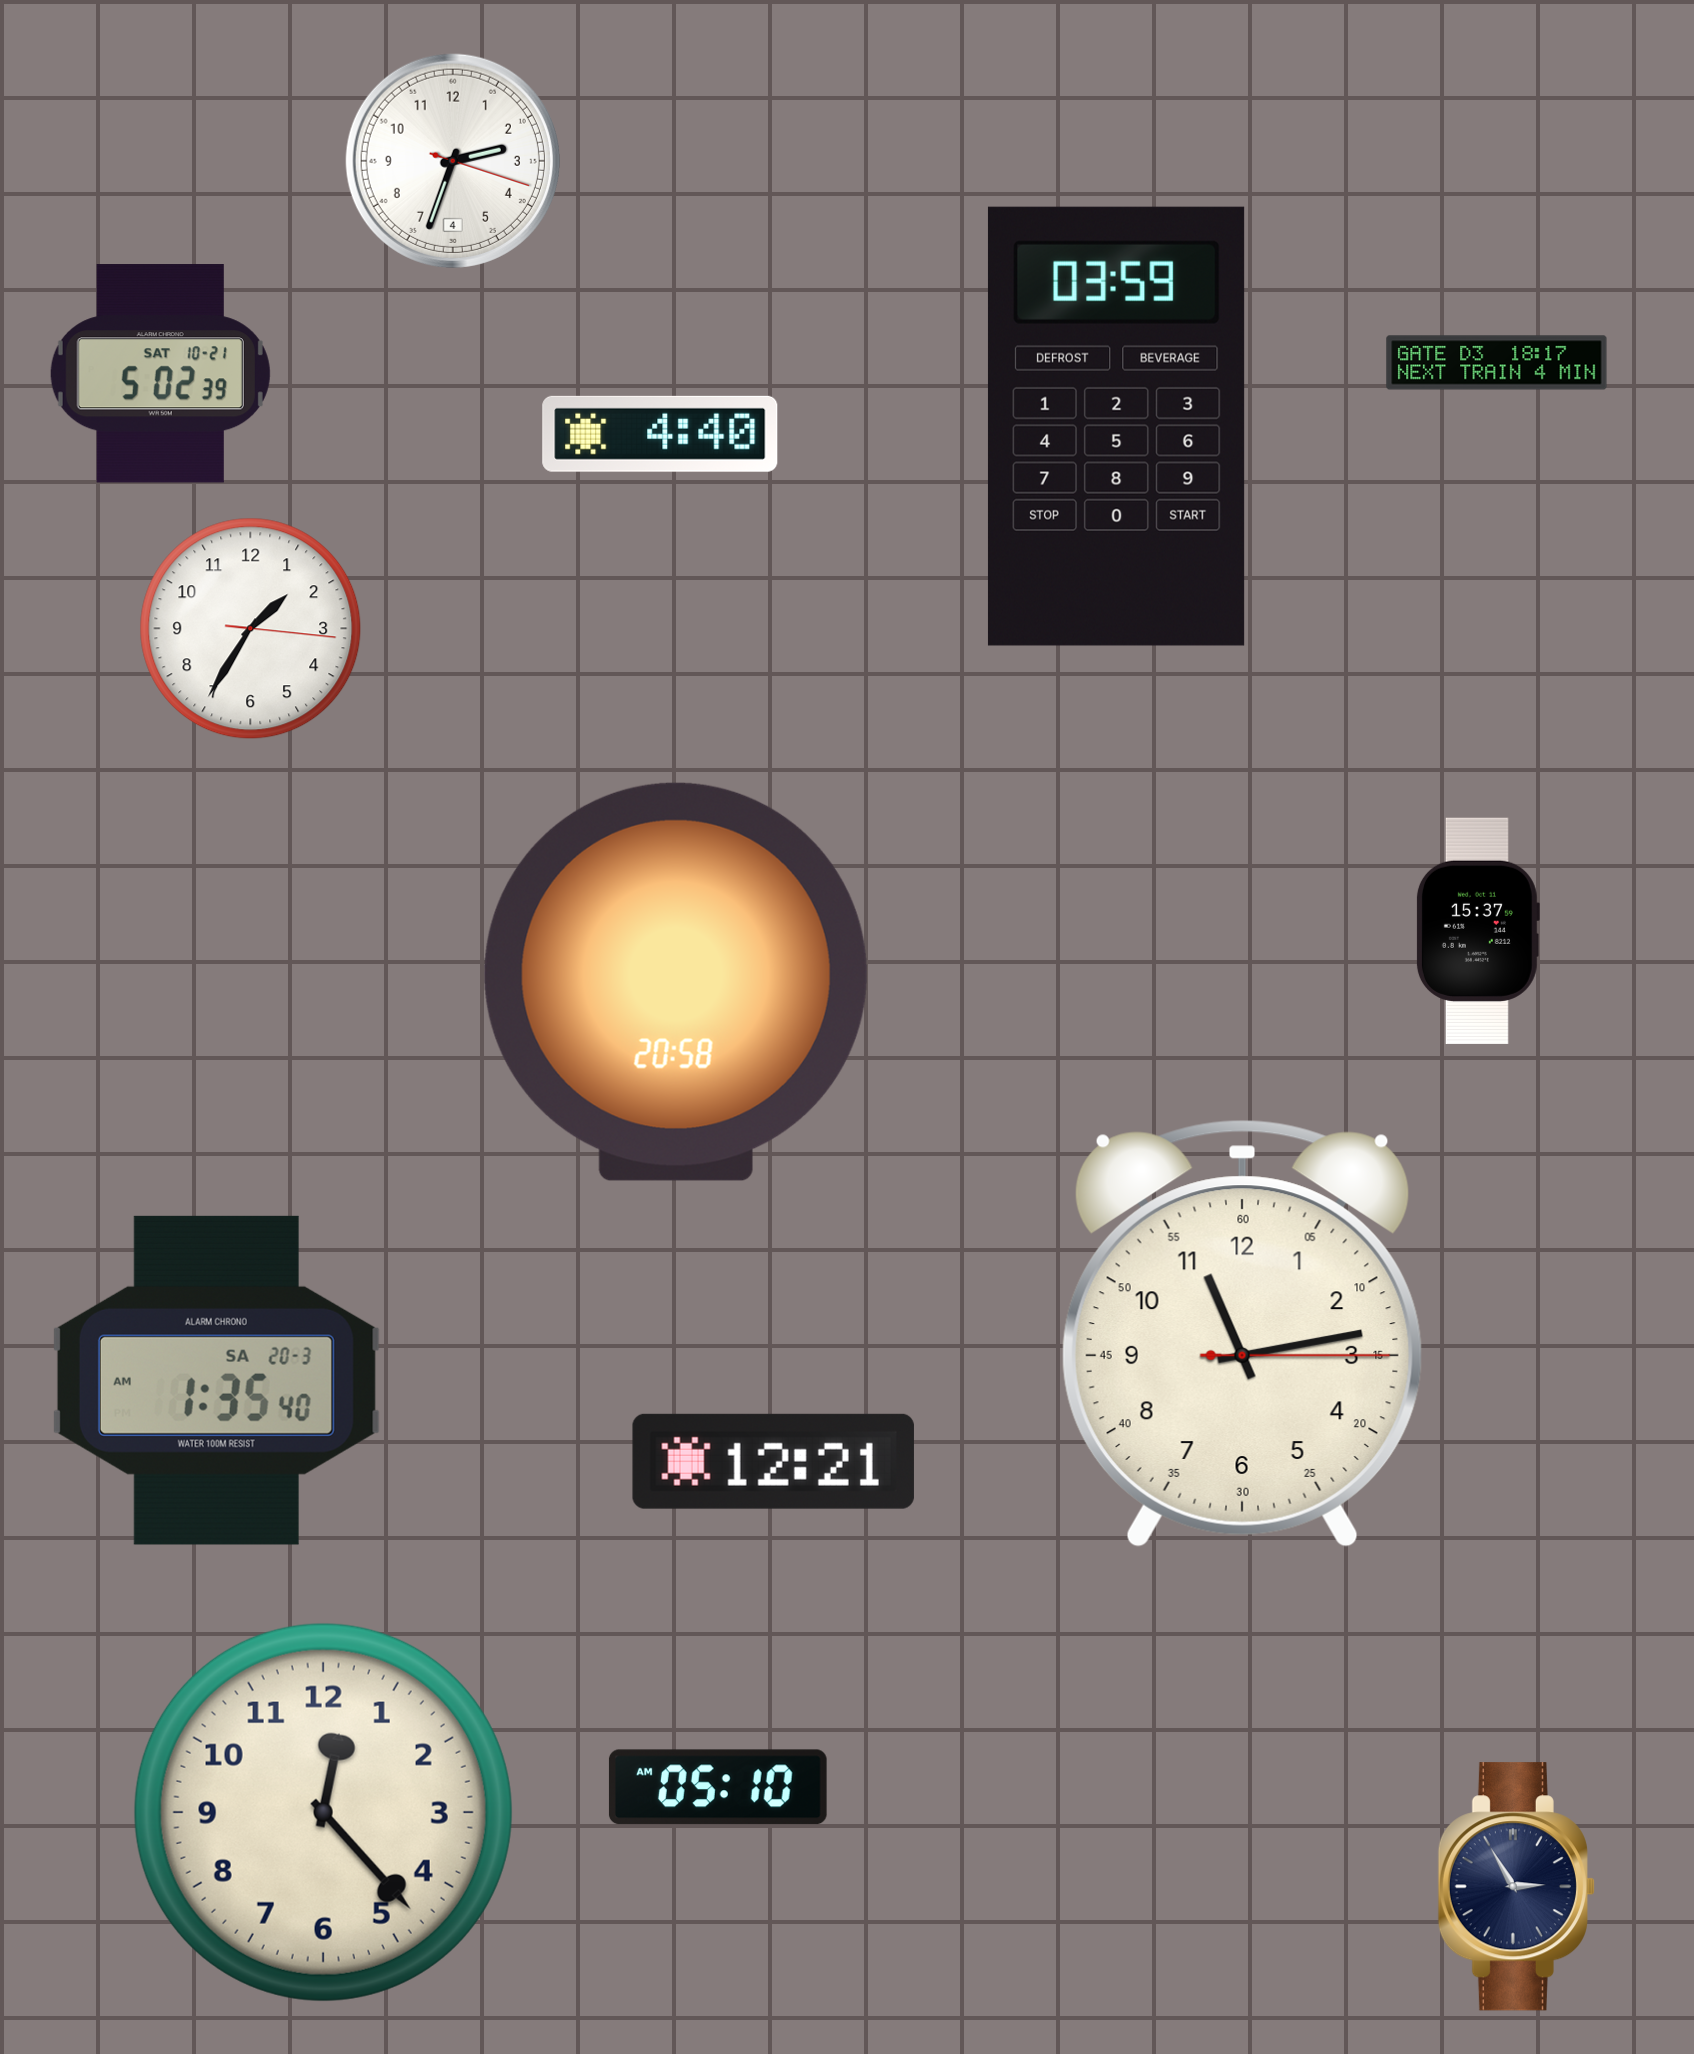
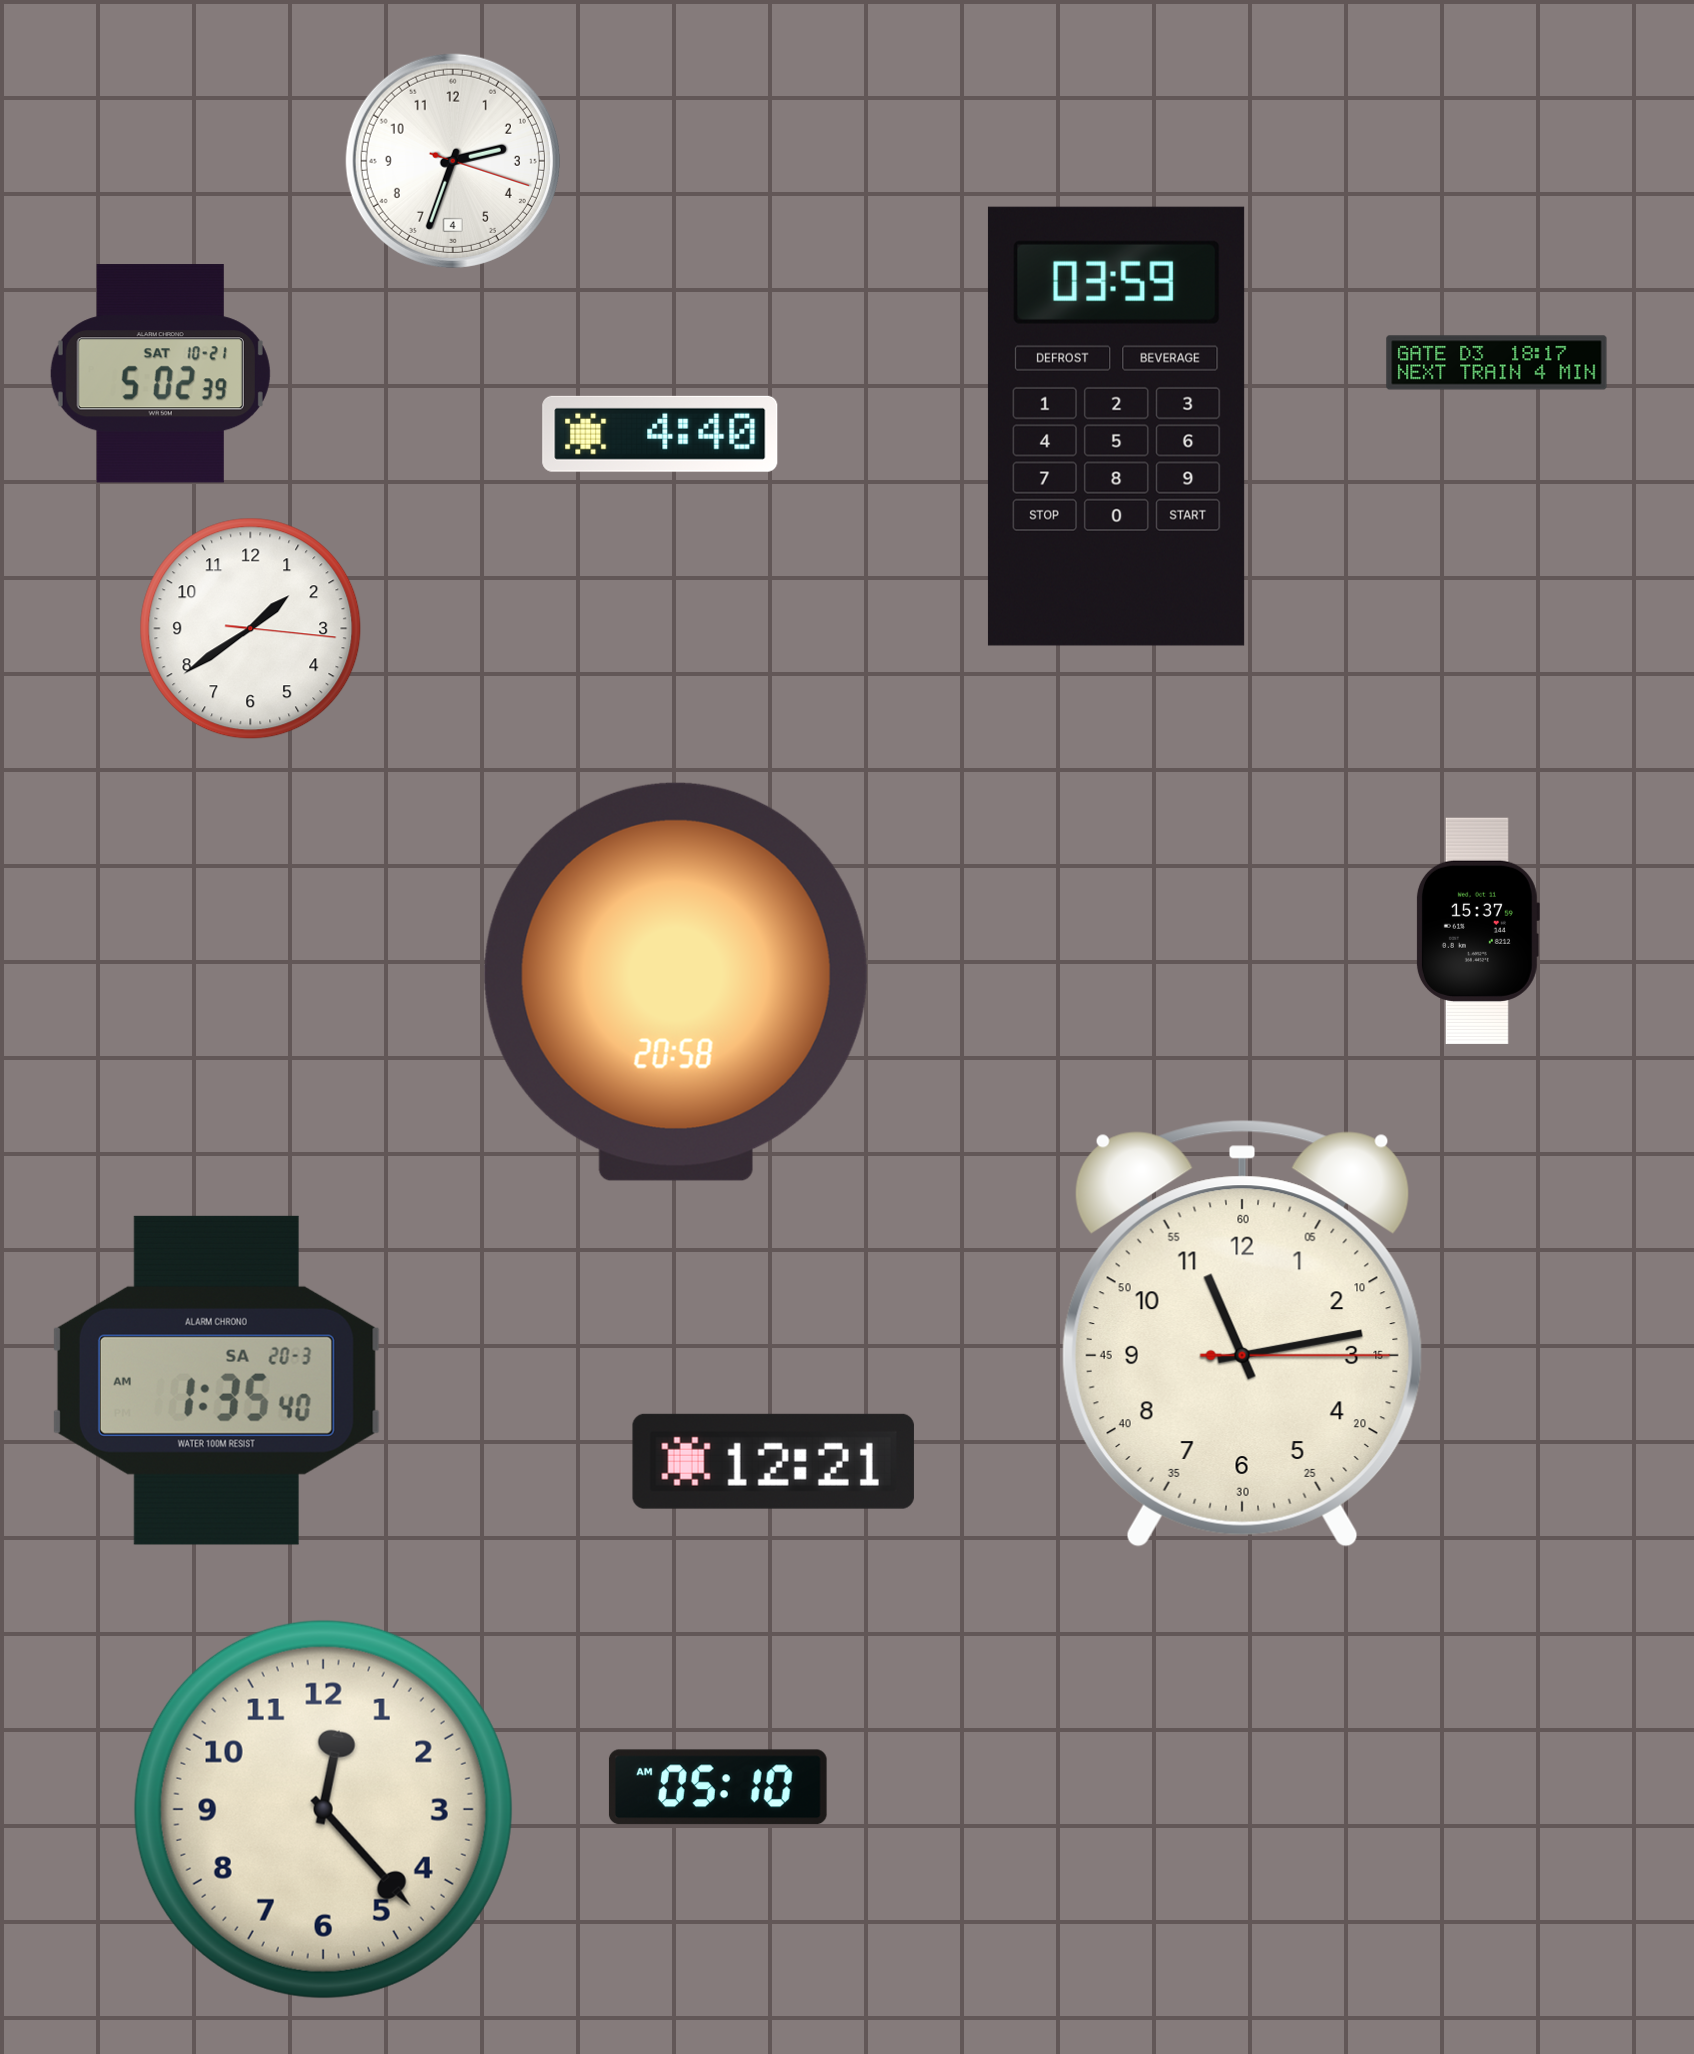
clock at (251, 629): 1:35 -> 1:39
clock at (323, 1812) position: (323, 1812) -> (323, 1809)
clock at (1516, 1887): 2:55 -> none
